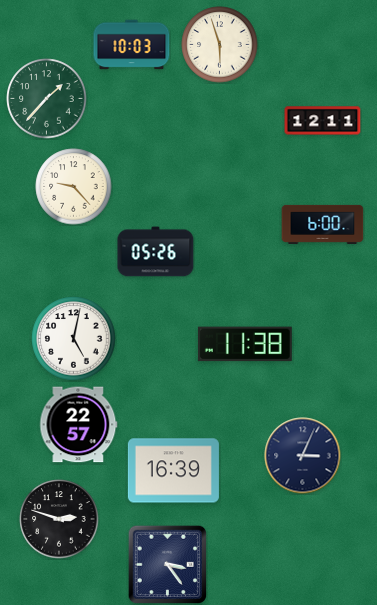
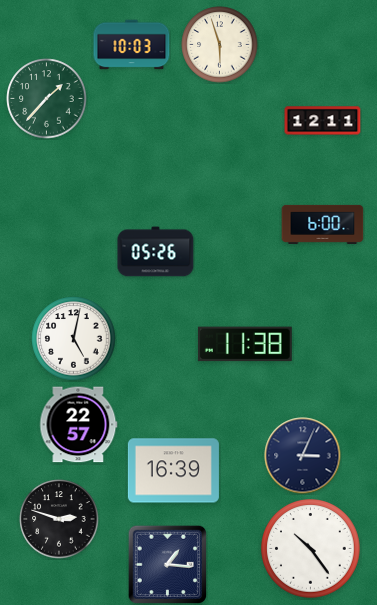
clock at (74, 187): 9:23 -> none
clock at (311, 549): none -> 10:24
clock at (167, 564): 3:24 -> 1:16
